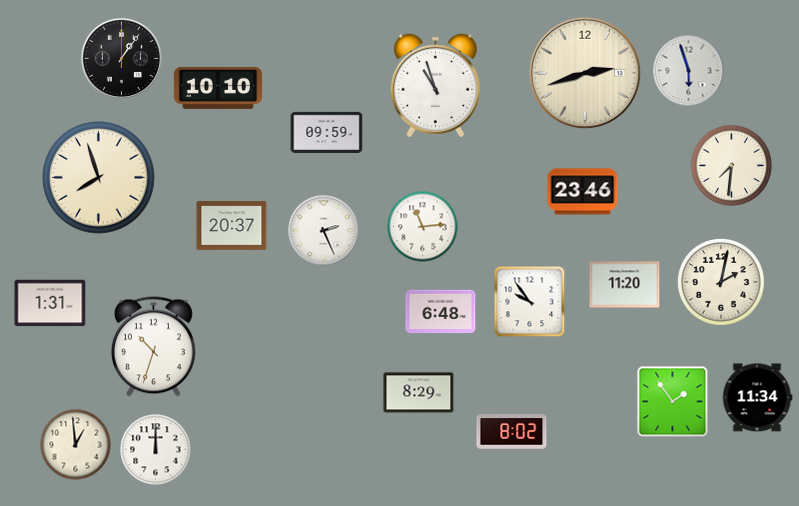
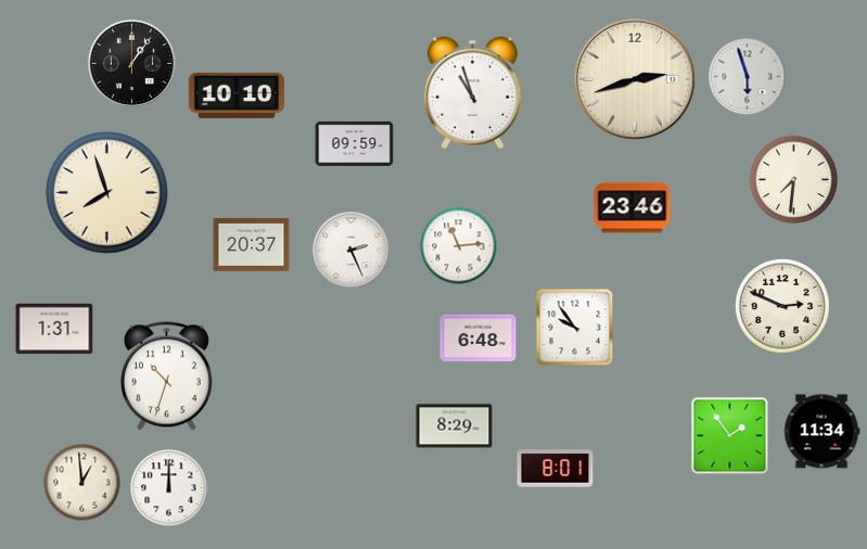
clock at (721, 282): 2:02 -> 2:49
clock at (625, 285): 11:20 -> none
clock at (512, 432): 8:02 -> 8:01
